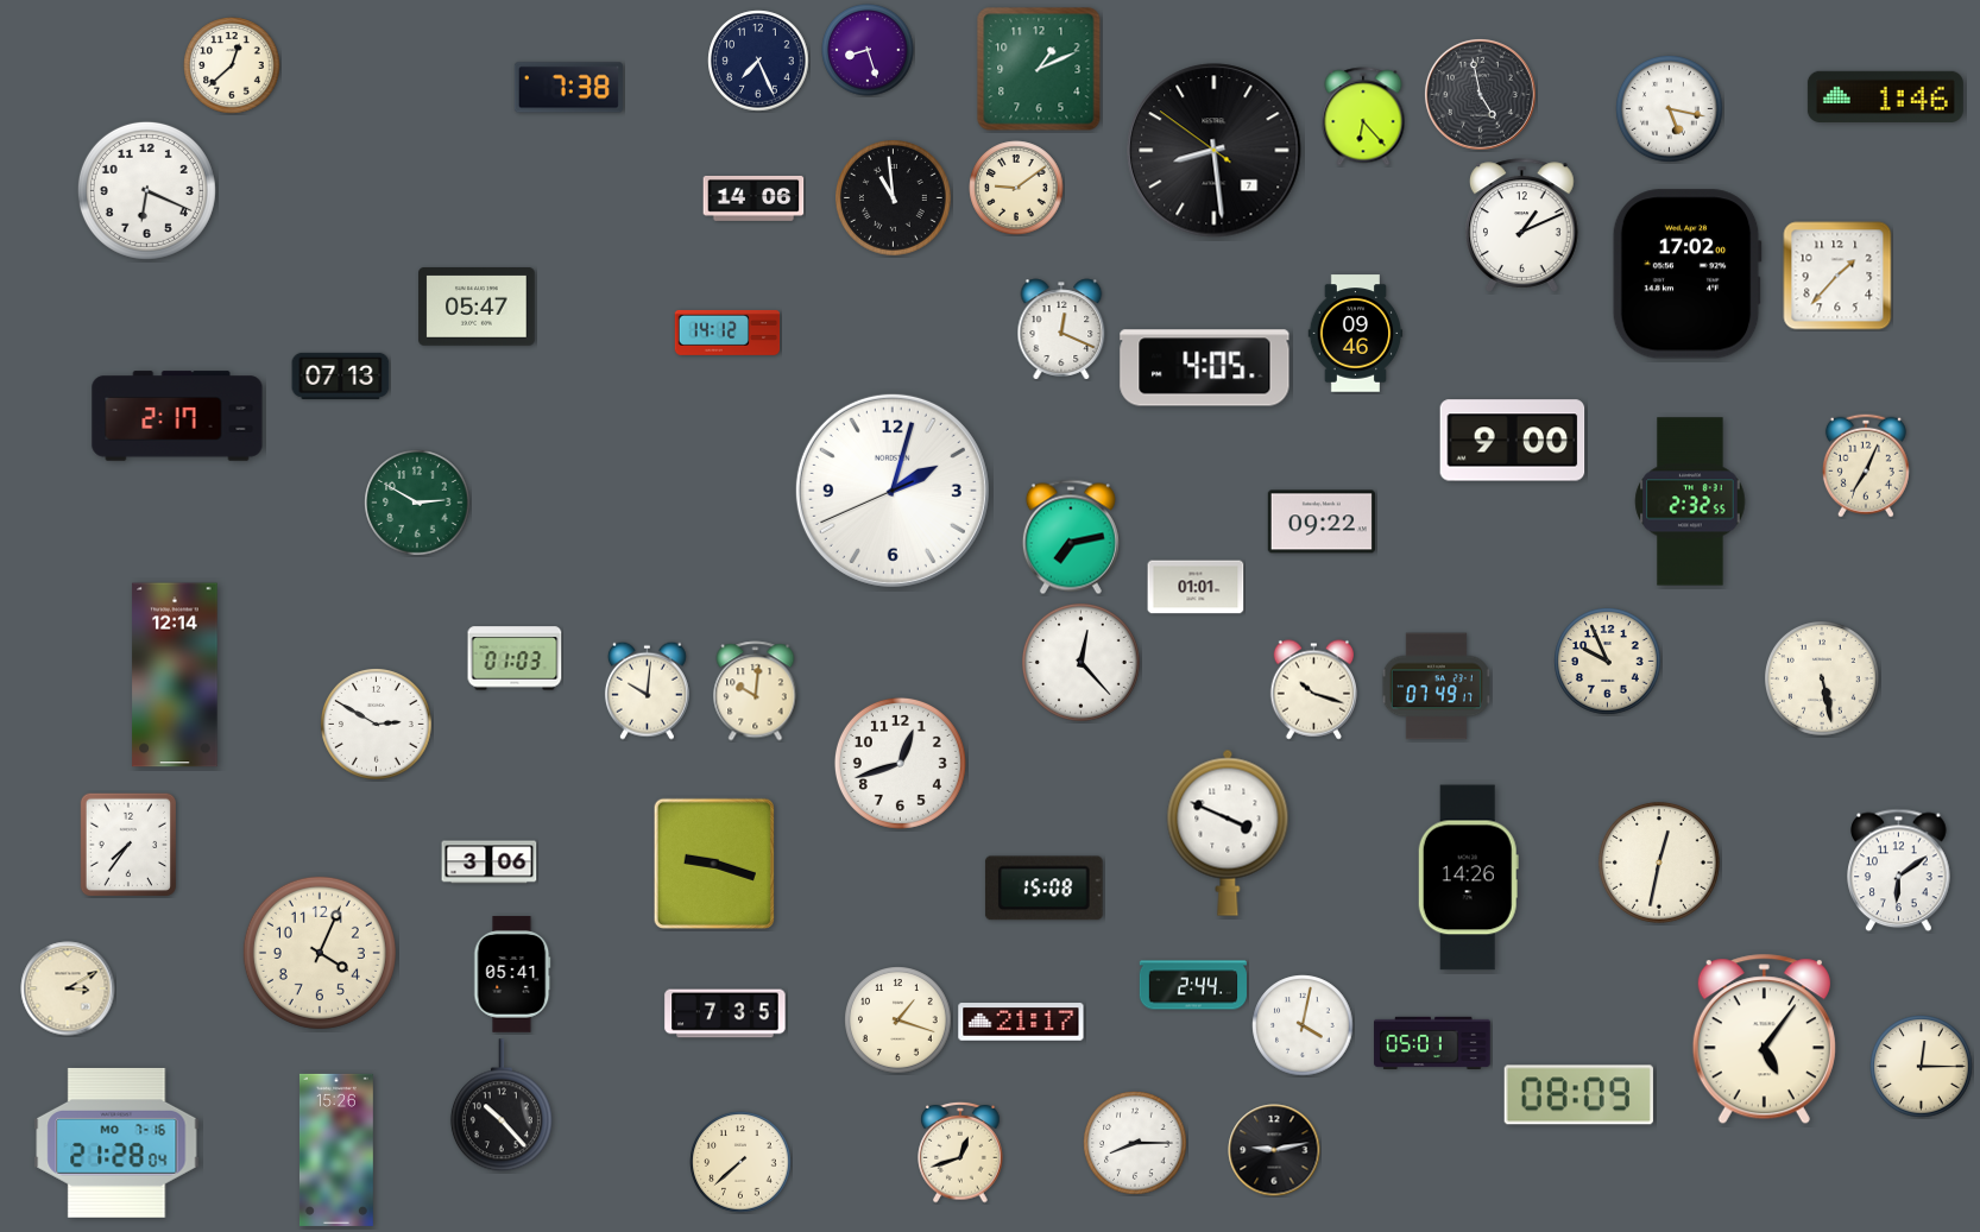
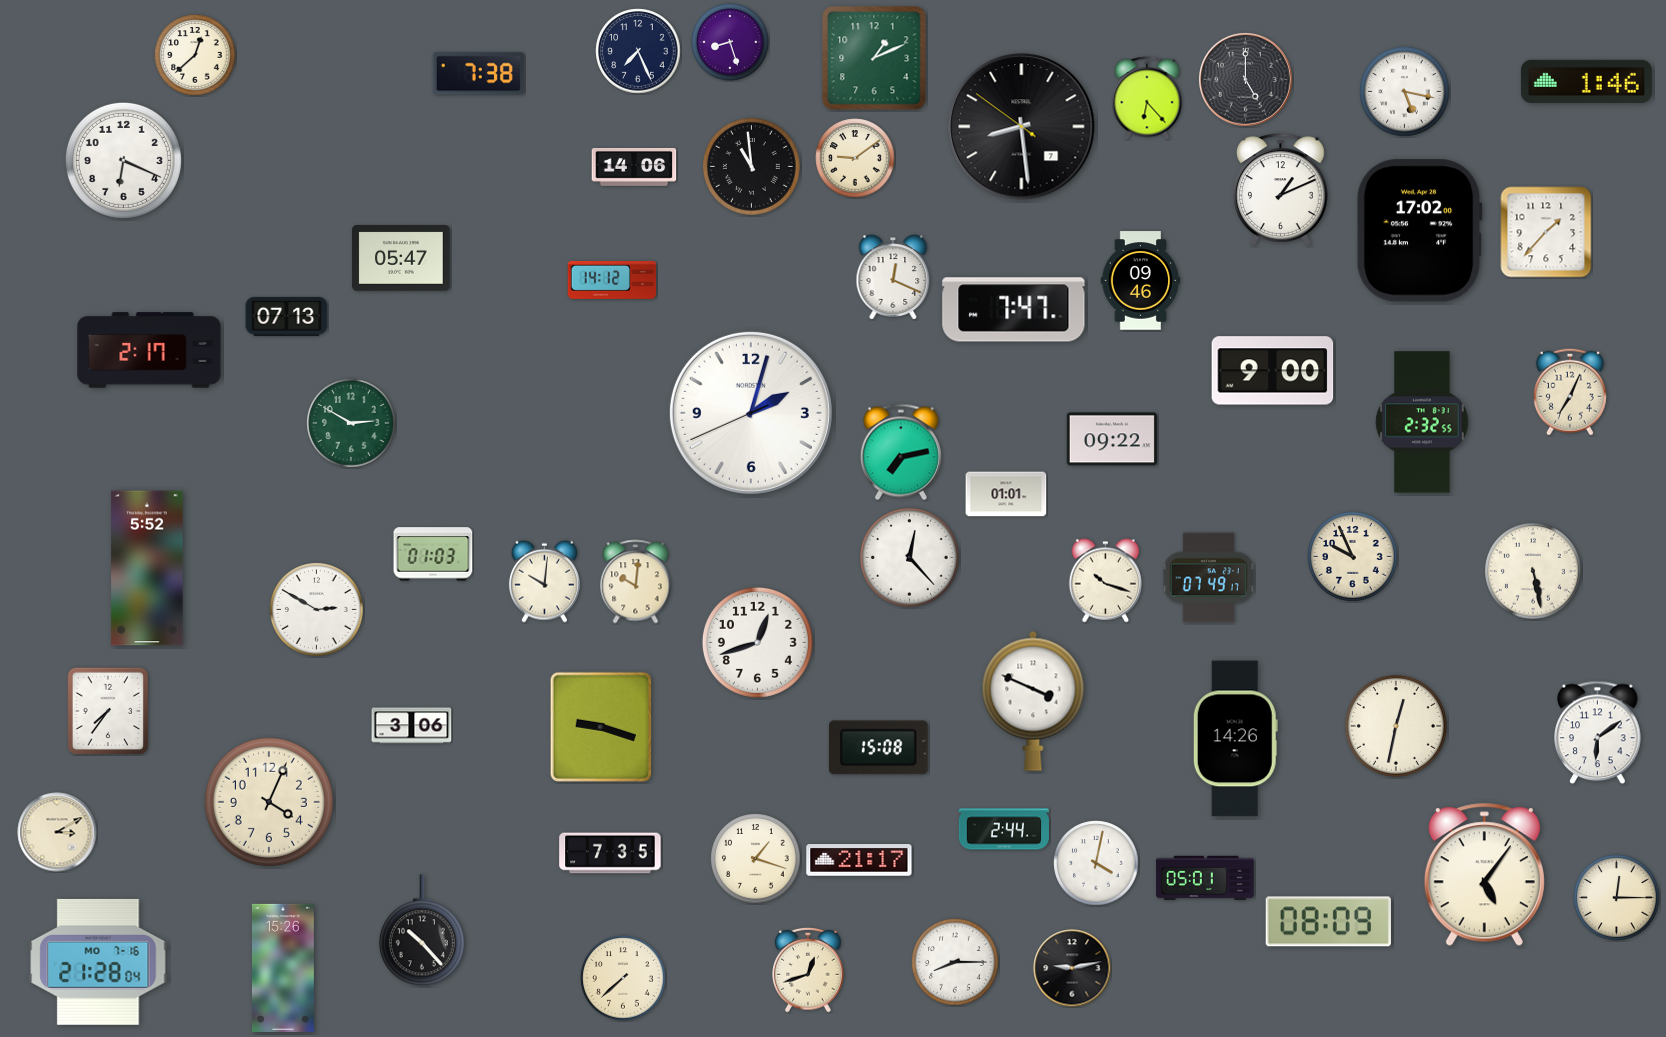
clock at (1480, 94): 4:58 -> 5:00
clock at (1205, 368): 4:05 -> 7:47
clock at (175, 675): 12:14 -> 5:52
clock at (512, 974): 05:41 -> none
